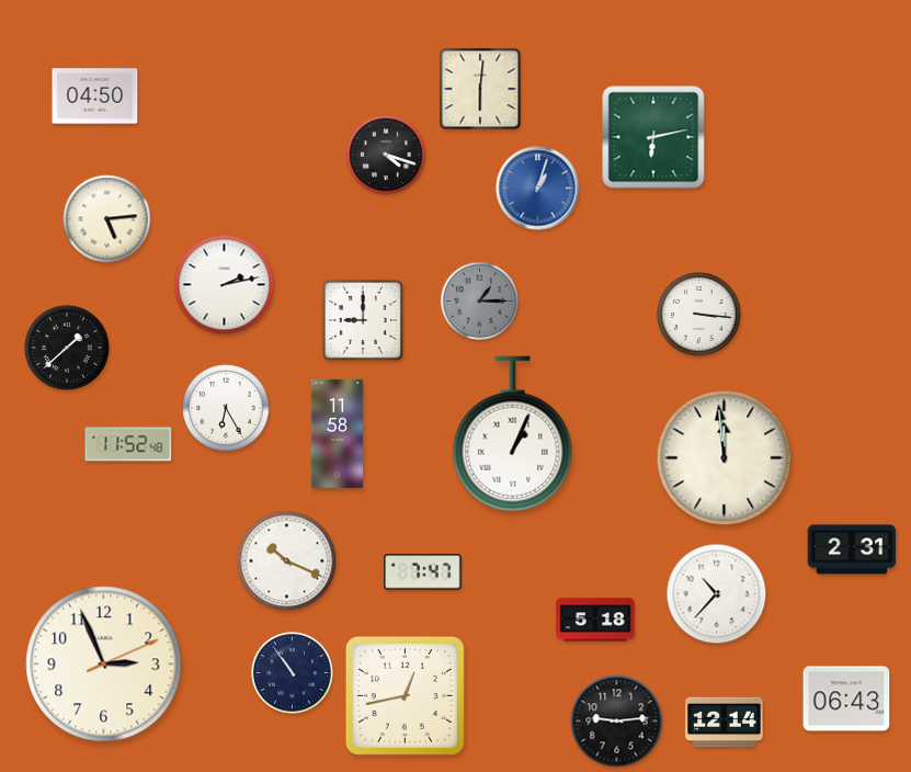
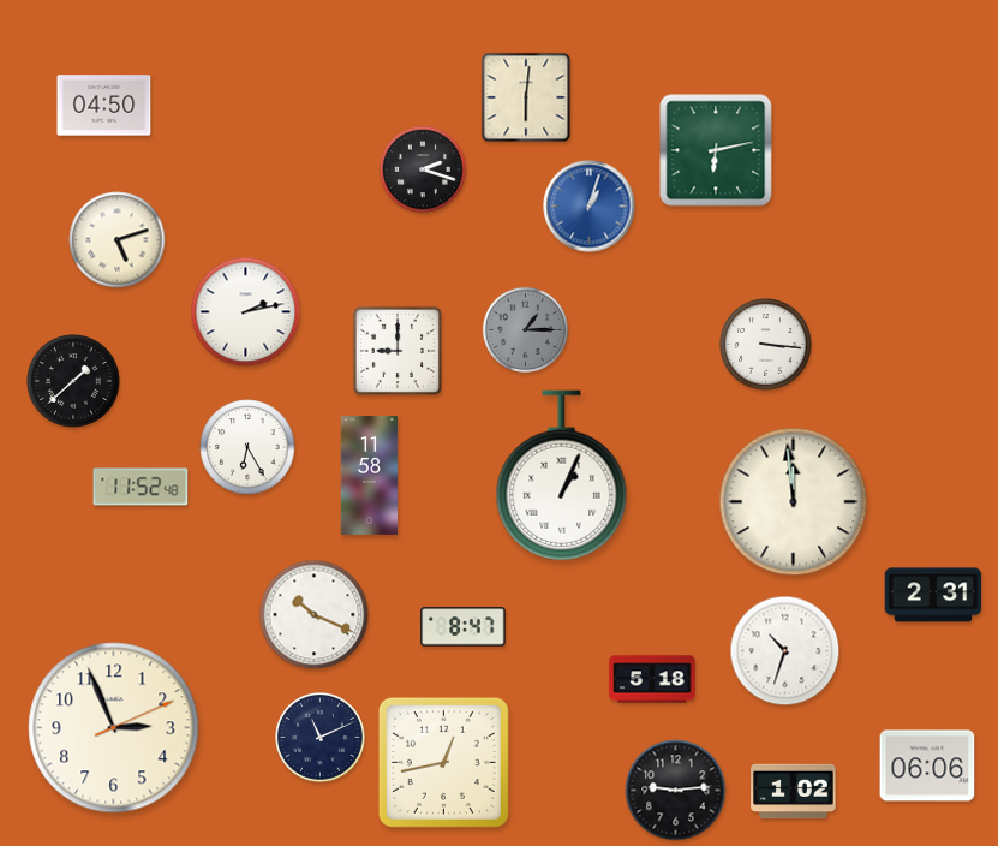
clock at (386, 155): 4:18 -> 2:18
clock at (107, 219): 5:14 -> 5:12
clock at (852, 549) position: (852, 549) -> (933, 595)
clock at (423, 572): 7:47 -> 8:47
clock at (717, 594): 10:37 -> 10:33
clock at (293, 673): 10:54 -> 11:11
clock at (846, 699): 06:43 -> 06:06
clock at (725, 723): 12:14 -> 1:02
